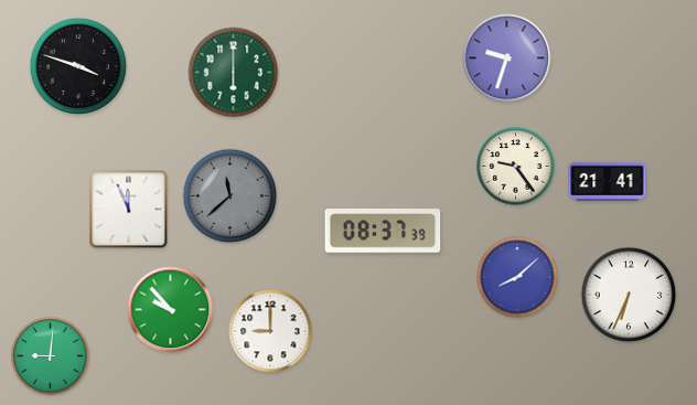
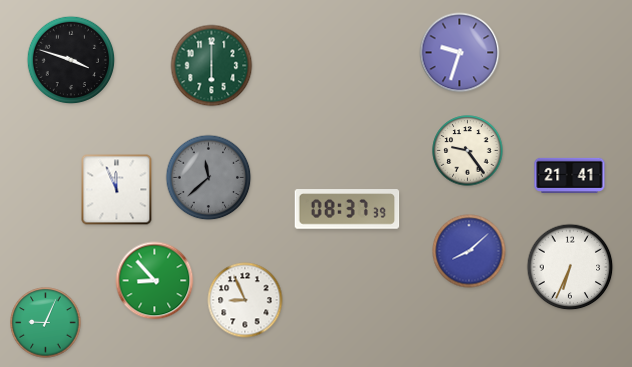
clock at (608, 181) position: (608, 181) -> (570, 175)
clock at (171, 310): 9:53 -> 8:53
clock at (270, 331): 9:00 -> 8:56
clock at (51, 356): 9:01 -> 9:04
